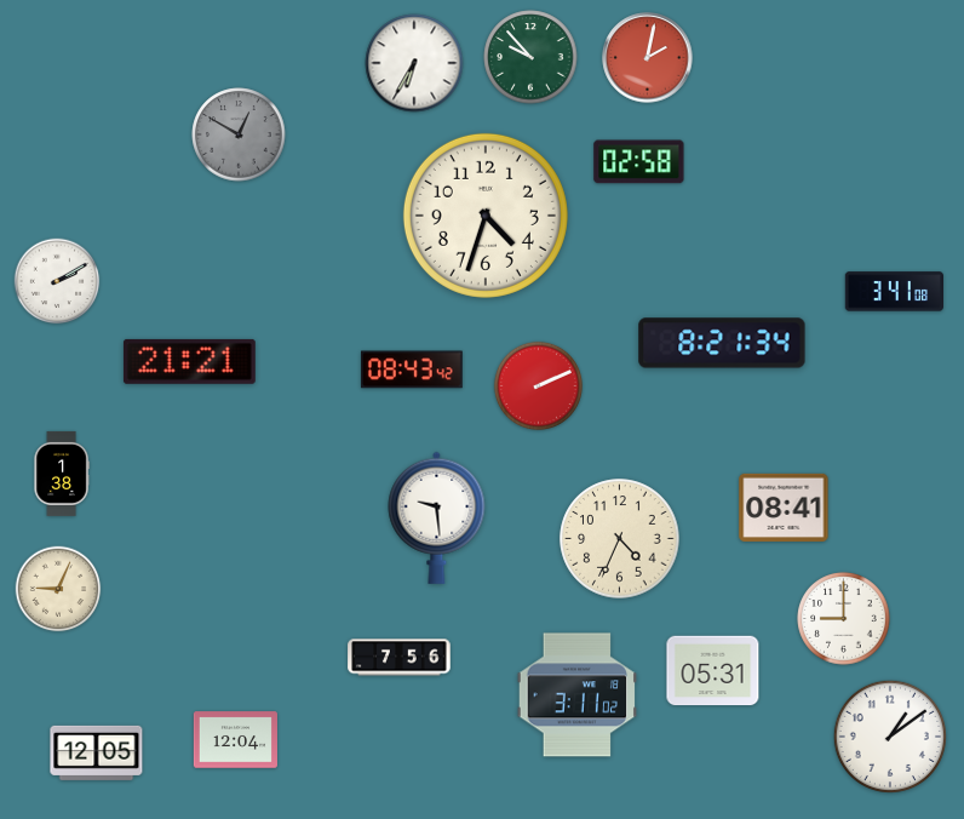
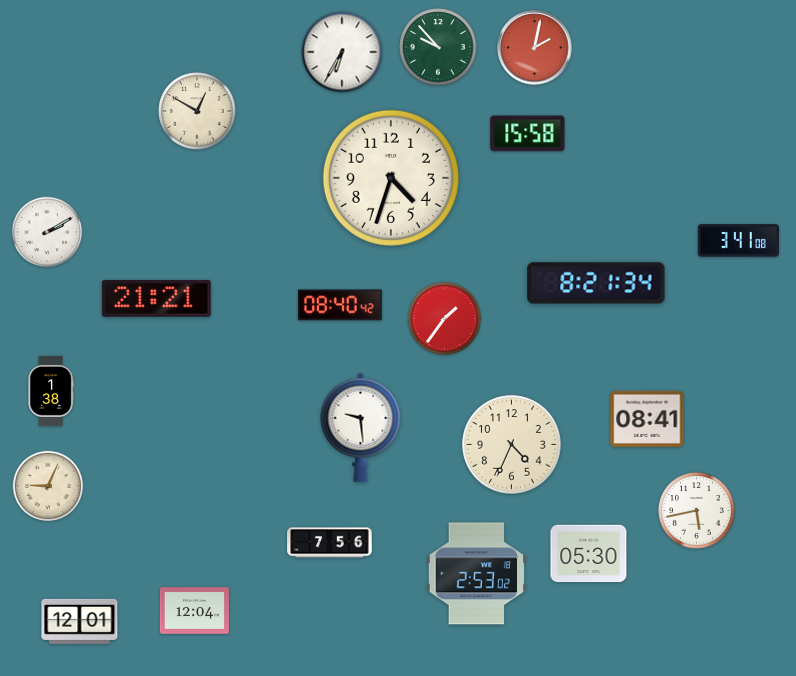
clock at (239, 134) dial: grey -> cream
clock at (639, 162): 02:58 -> 15:58
clock at (486, 216) position: (486, 216) -> (391, 178)
clock at (412, 370): 08:43 -> 08:40
clock at (538, 385): 2:11 -> 1:36
clock at (844, 619): 9:00 -> 5:43
clock at (713, 671): 05:31 -> 05:30
clock at (578, 695): 3:11 -> 2:53
clock at (889, 735): 1:09 -> none
clock at (97, 752): 12:05 -> 12:01
